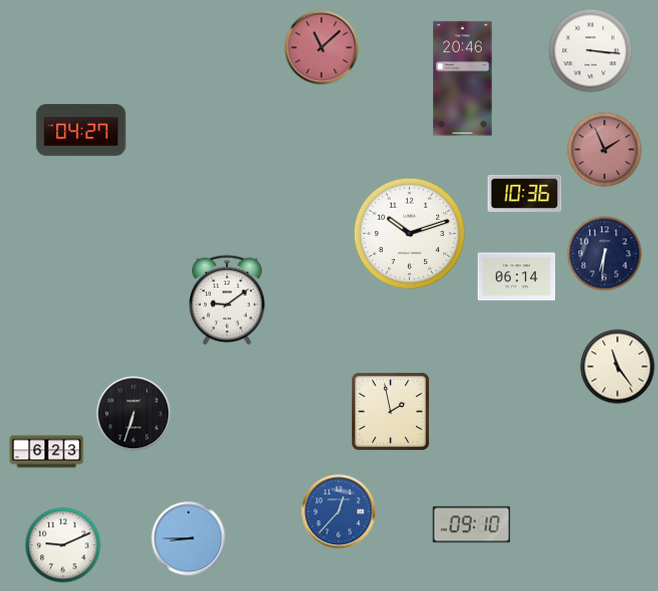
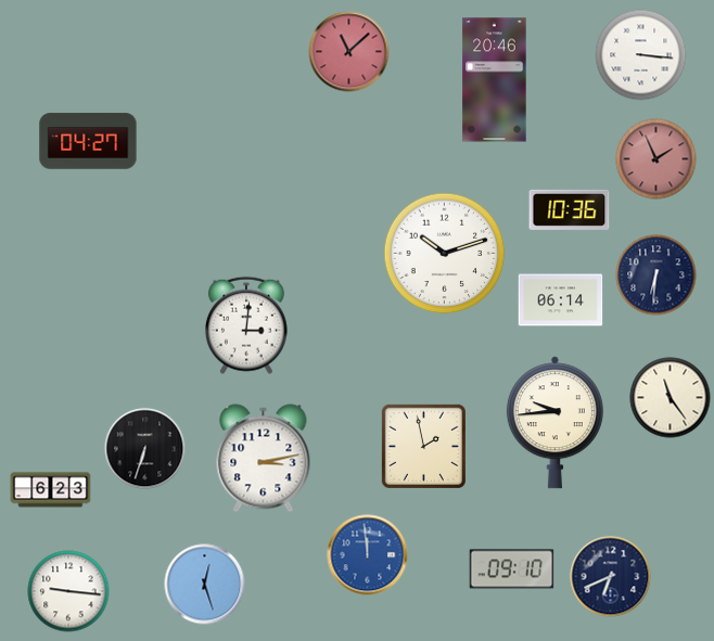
clock at (463, 79) position: (463, 79) -> (495, 80)
clock at (605, 150) position: (605, 150) -> (656, 159)
clock at (227, 300): 9:09 -> 3:01
clock at (554, 423): none -> 9:44
clock at (264, 459): none -> 3:13
clock at (339, 512): 12:37 -> 11:59
clock at (611, 577): none -> 6:41
clock at (189, 539): 8:45 -> 12:27
clock at (63, 545): 9:11 -> 9:16
